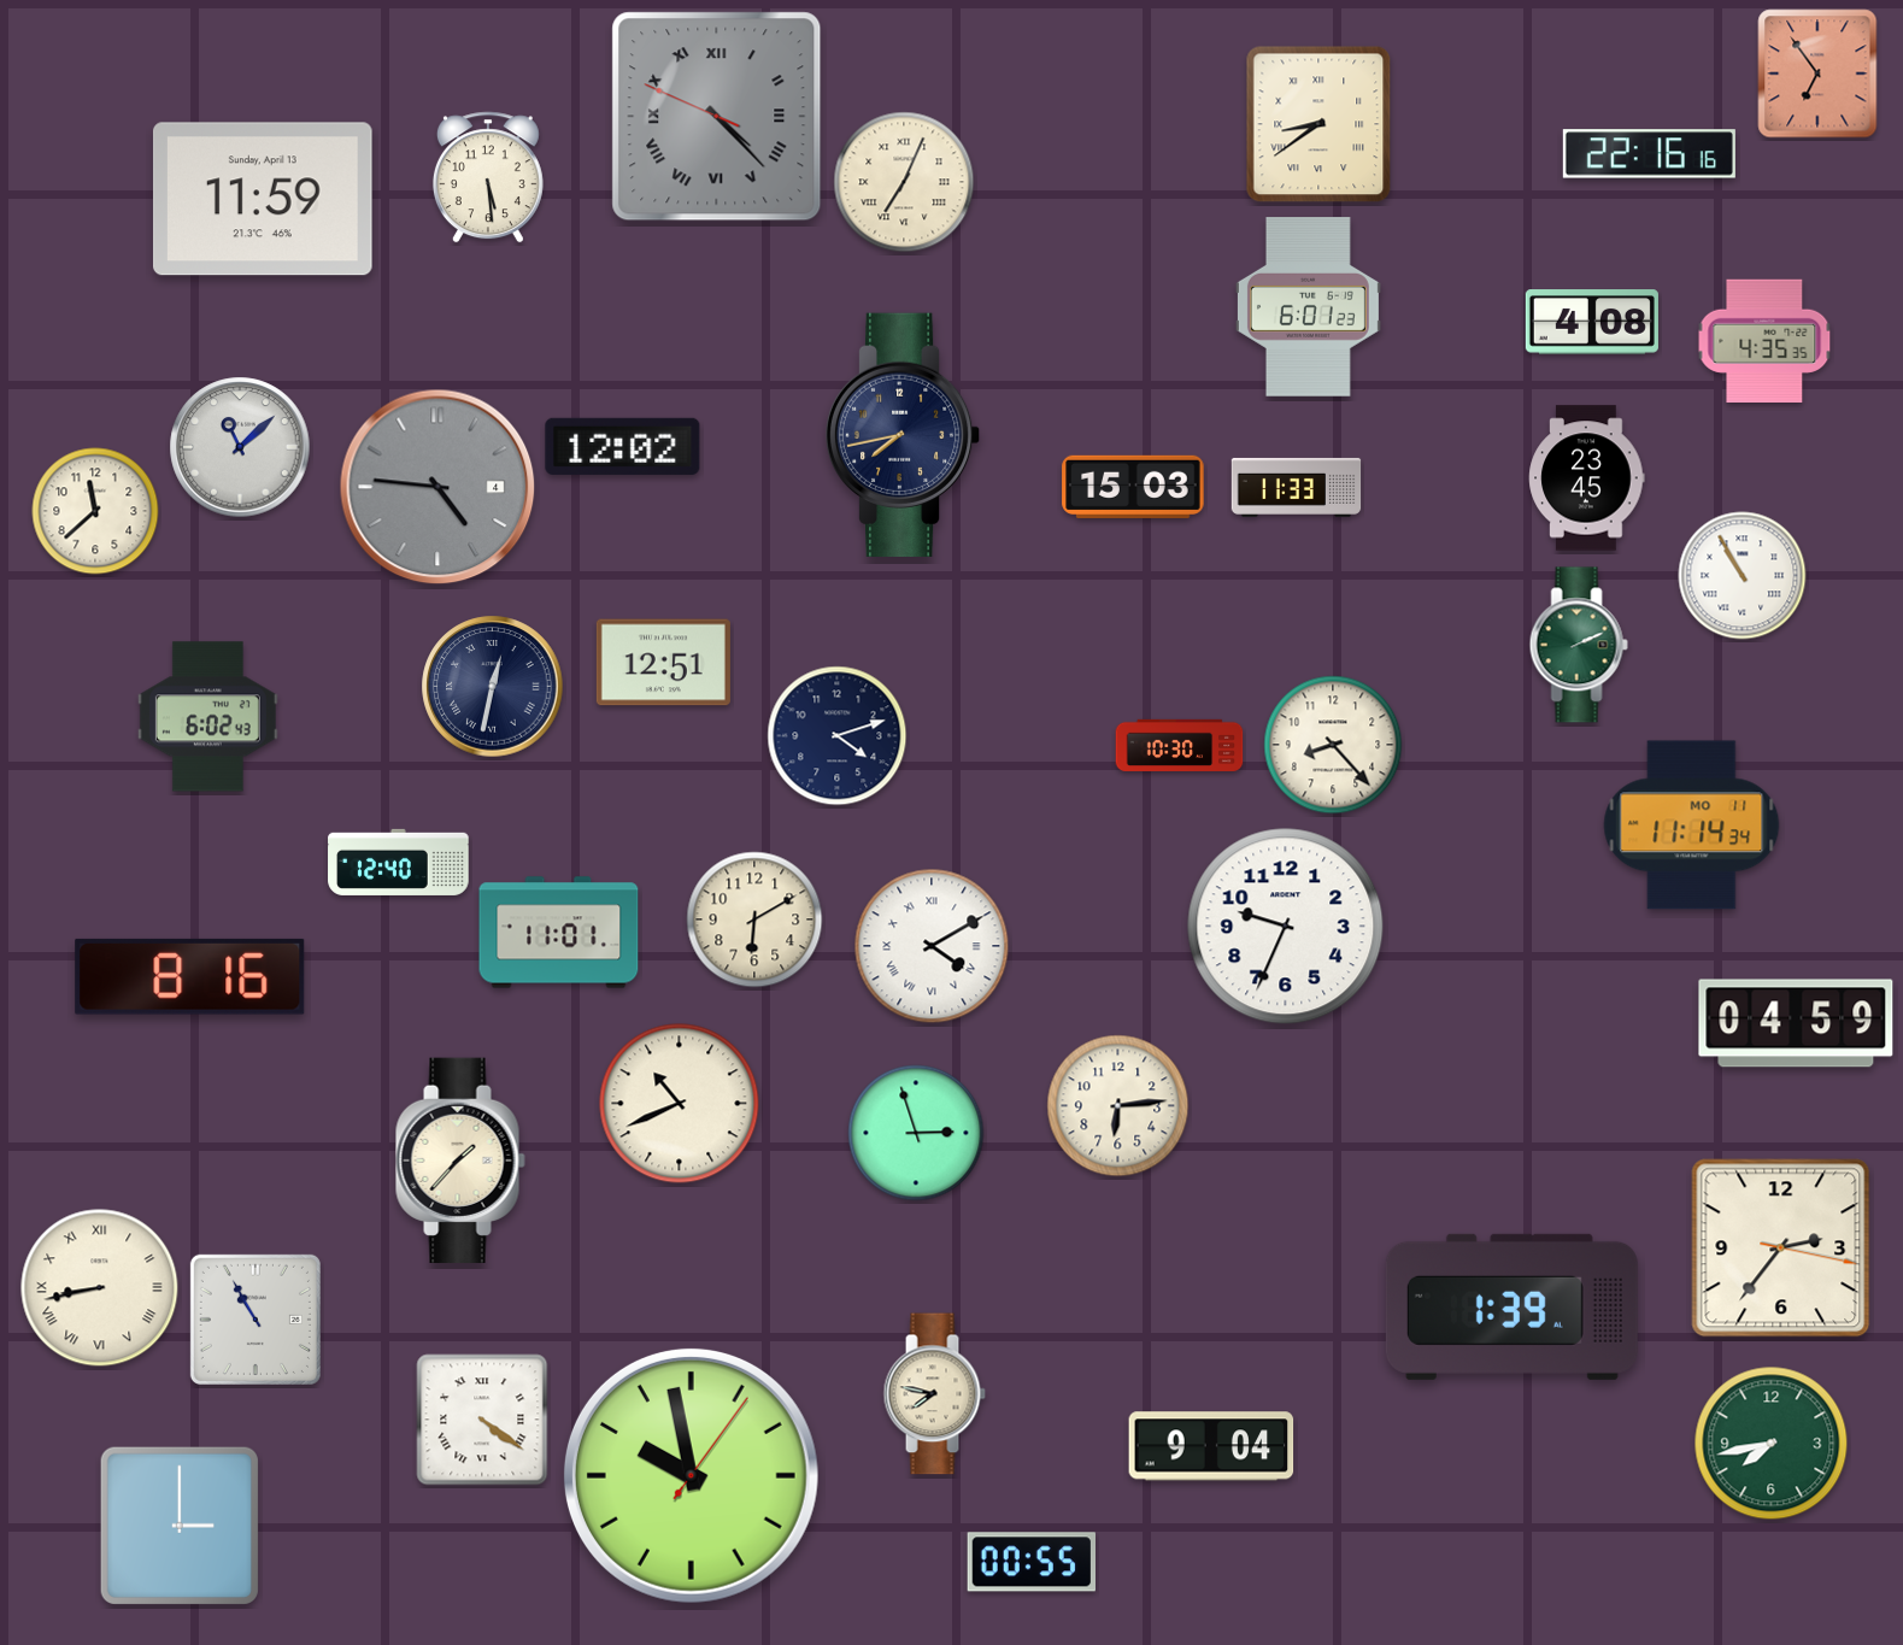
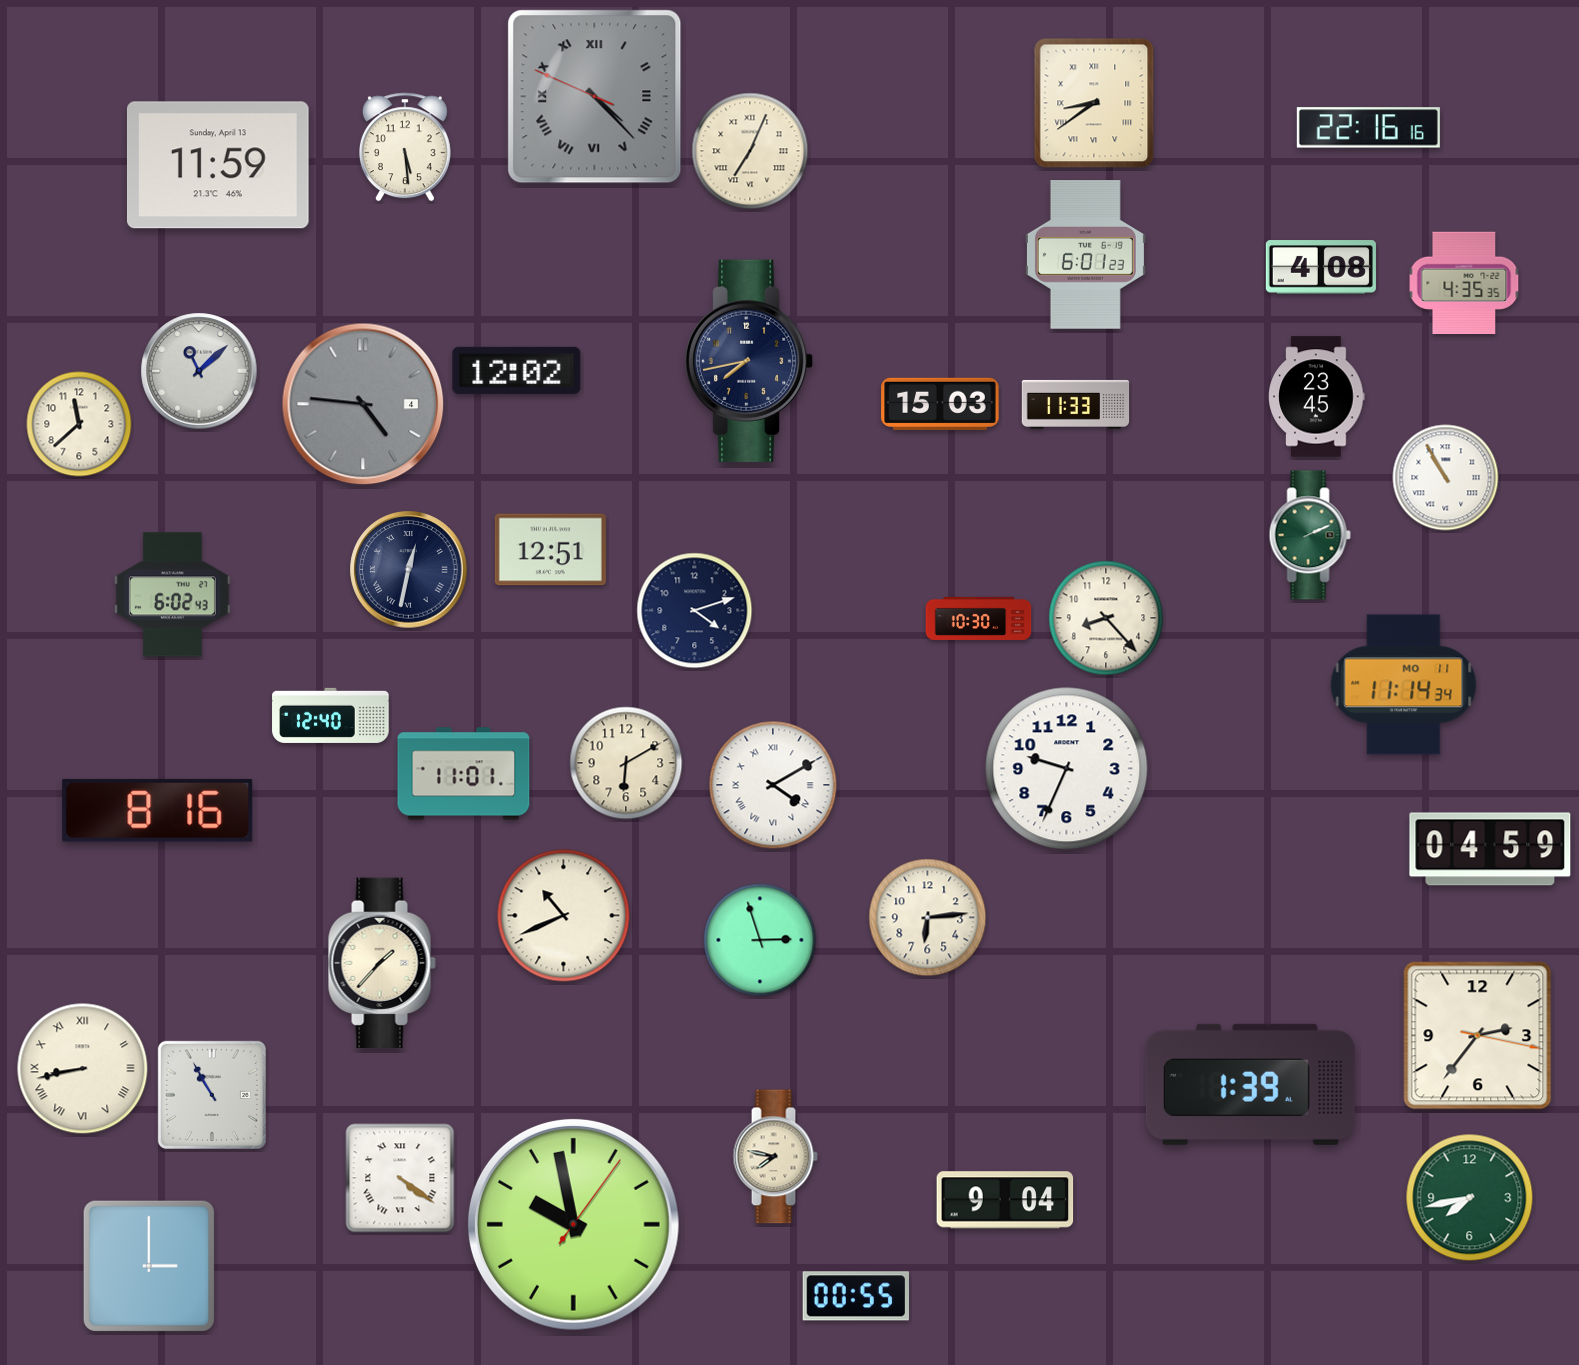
clock at (1817, 74): 6:54 -> none
clock at (1511, 1306) position: (1511, 1306) -> (1250, 1084)
